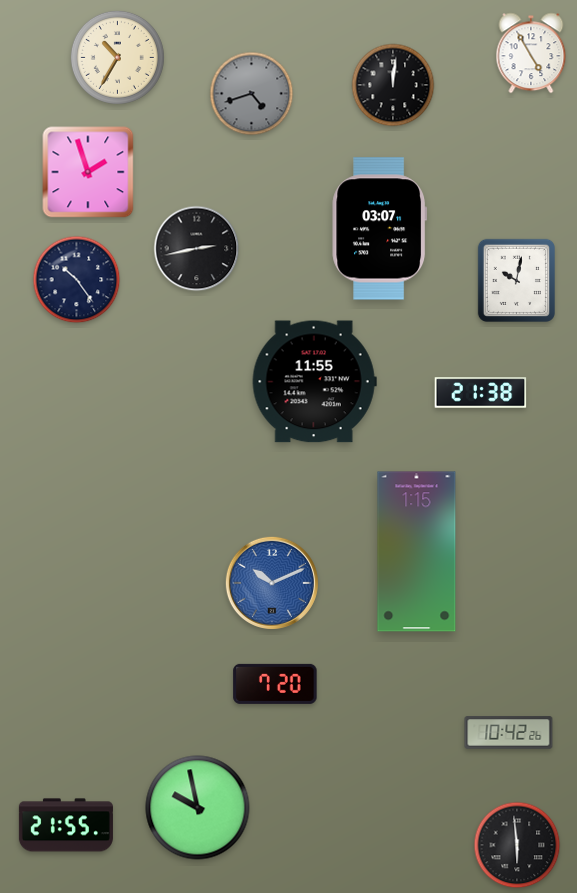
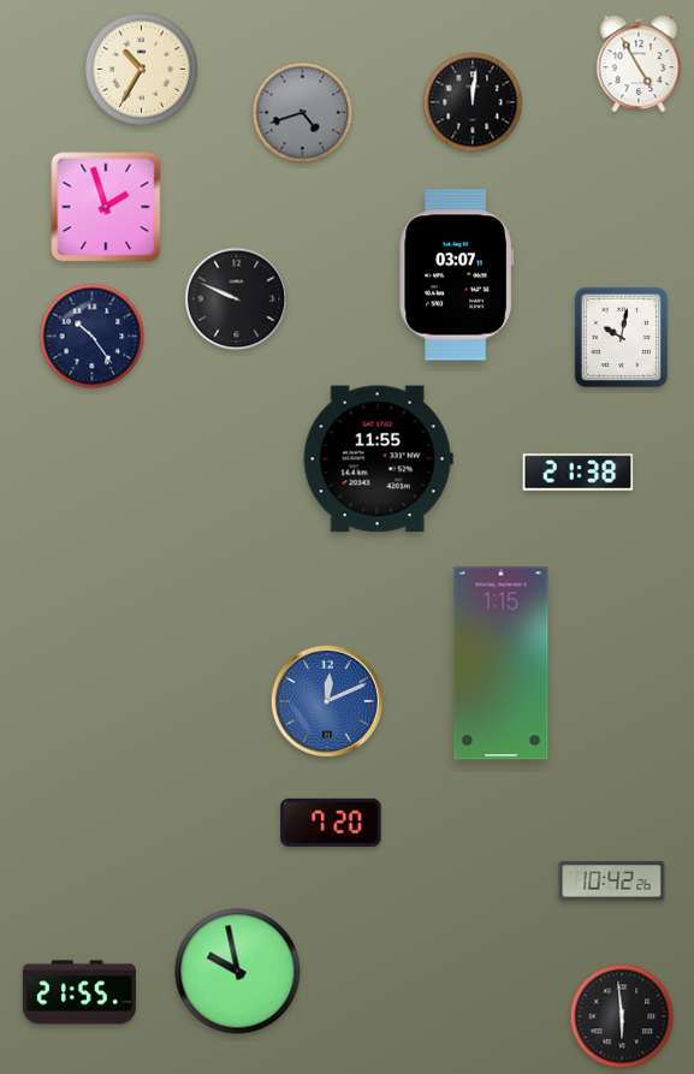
clock at (197, 249): 2:43 -> 9:49
clock at (272, 583): 10:11 -> 12:11
